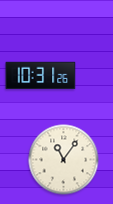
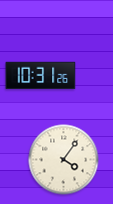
clock at (64, 160): 11:06 -> 4:06
